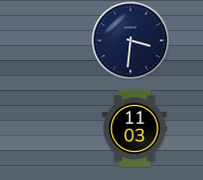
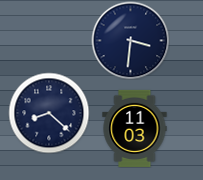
clock at (49, 113): none -> 8:22
